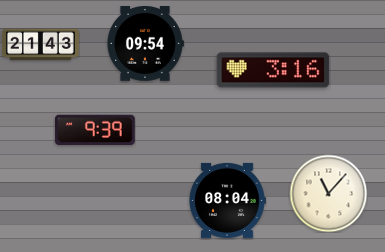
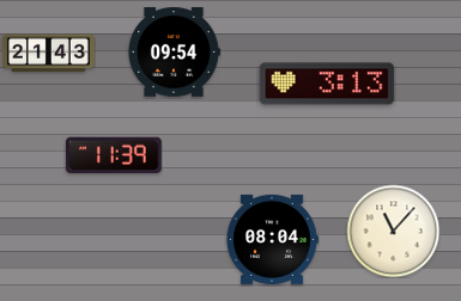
clock at (273, 70): 3:16 -> 3:13
clock at (95, 130): 9:39 -> 11:39
